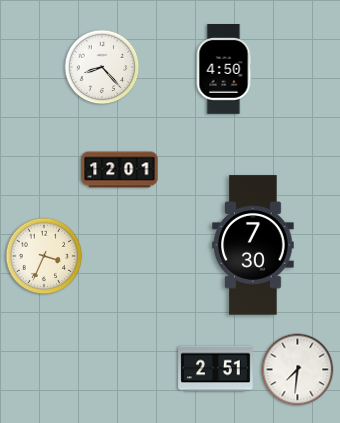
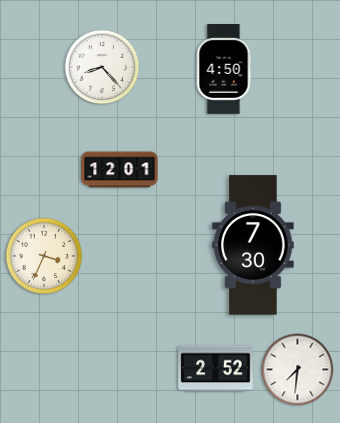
clock at (216, 369): 2:51 -> 2:52
